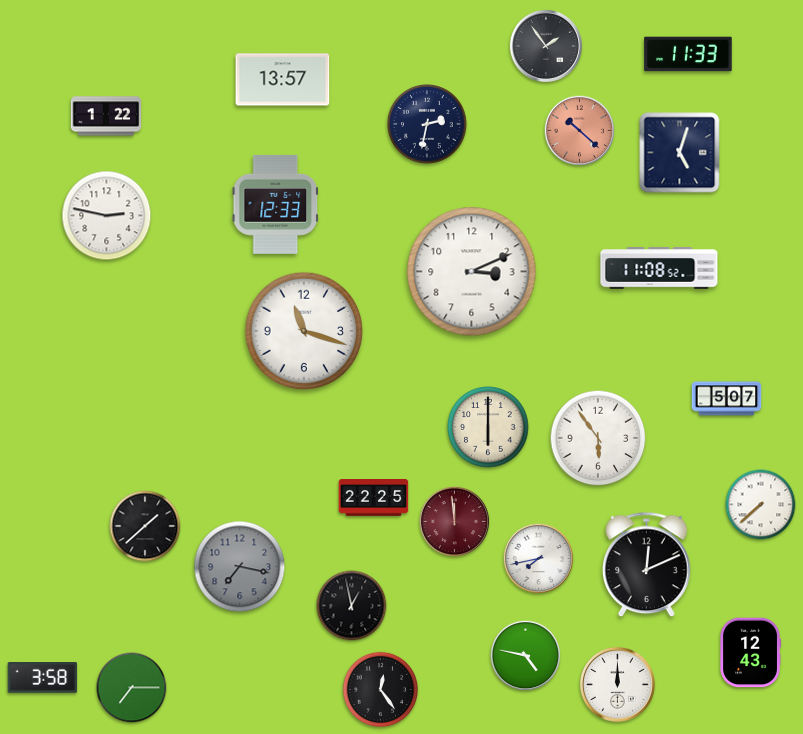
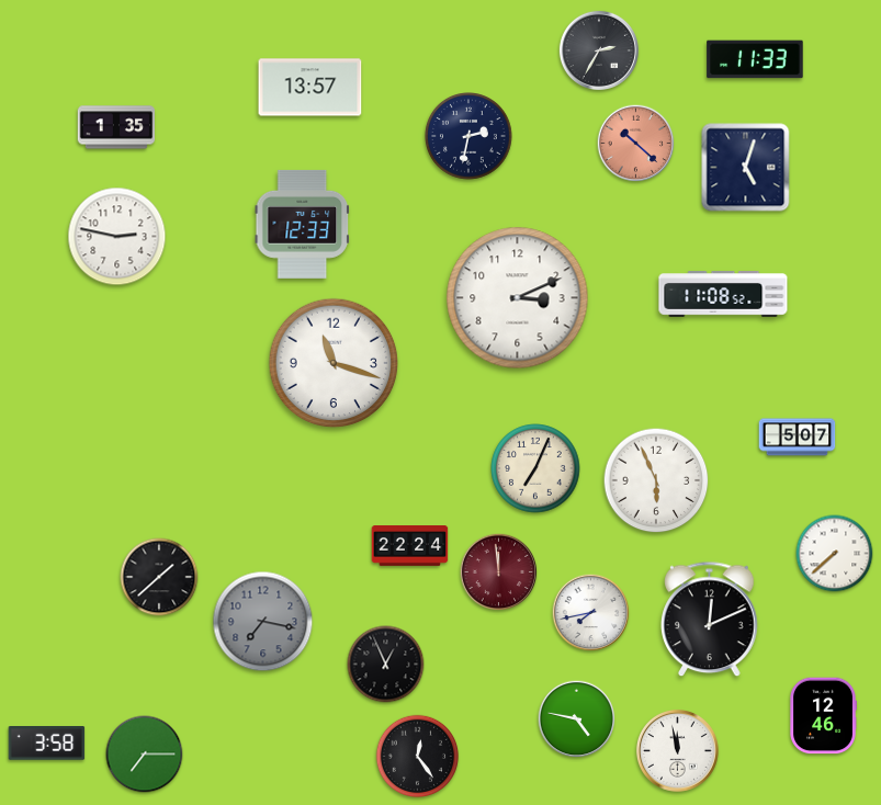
clock at (546, 46): 1:54 -> 2:35
clock at (106, 116): 1:22 -> 1:35
clock at (488, 427): 6:00 -> 7:04
clock at (598, 438): 5:54 -> 5:56
clock at (374, 498): 22:25 -> 22:24
clock at (352, 606): 12:58 -> 12:56
clock at (750, 653): 12:43 -> 12:46
clock at (617, 684): 12:00 -> 11:58
